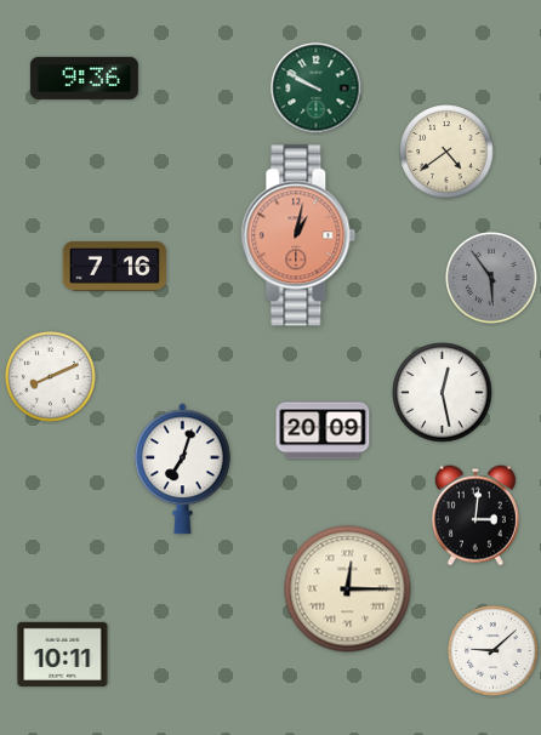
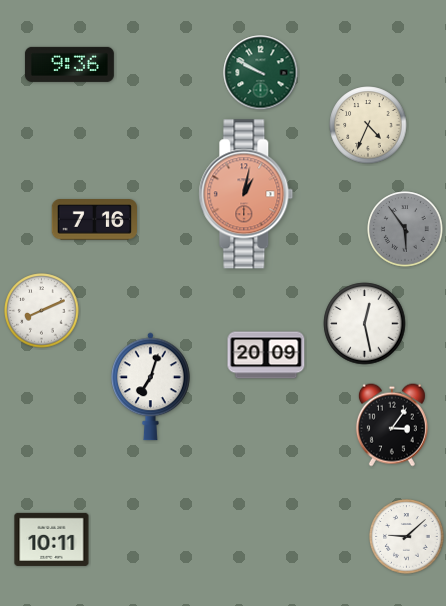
clock at (446, 152): 4:39 -> 4:34
clock at (475, 515): 3:01 -> 3:06
clock at (348, 589): 12:15 -> none
